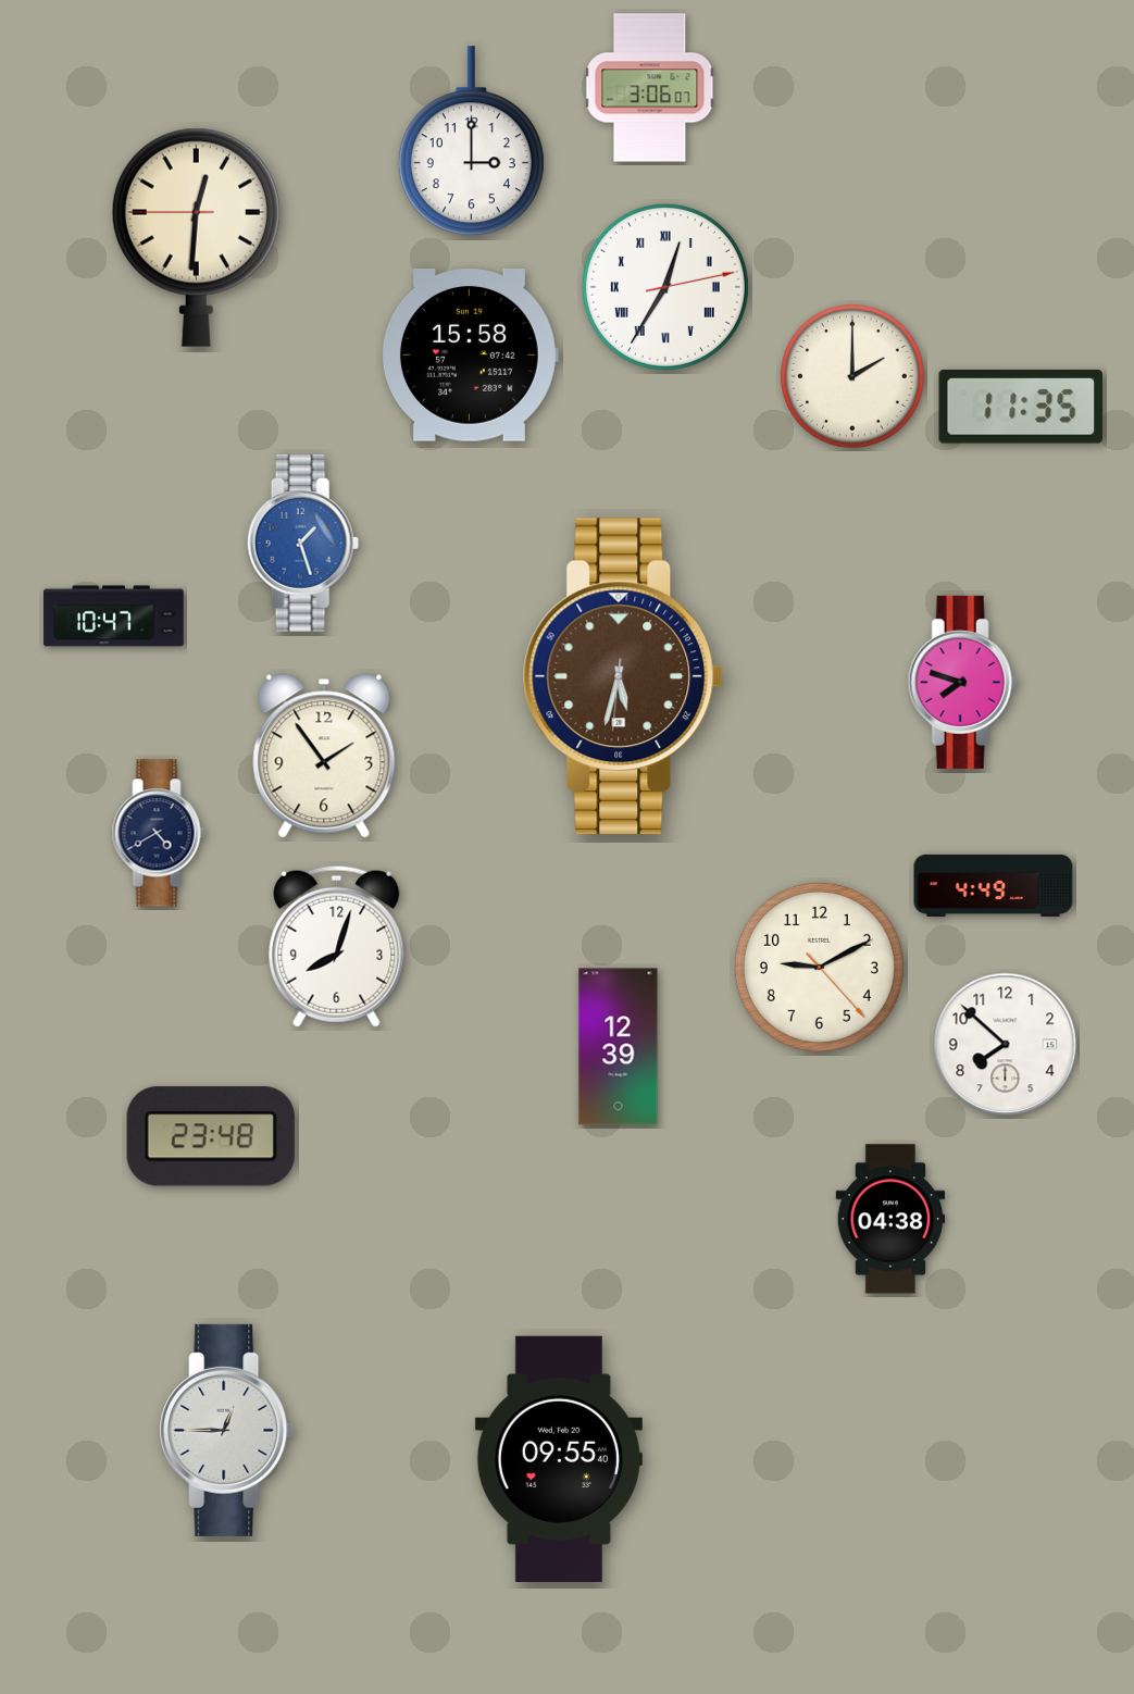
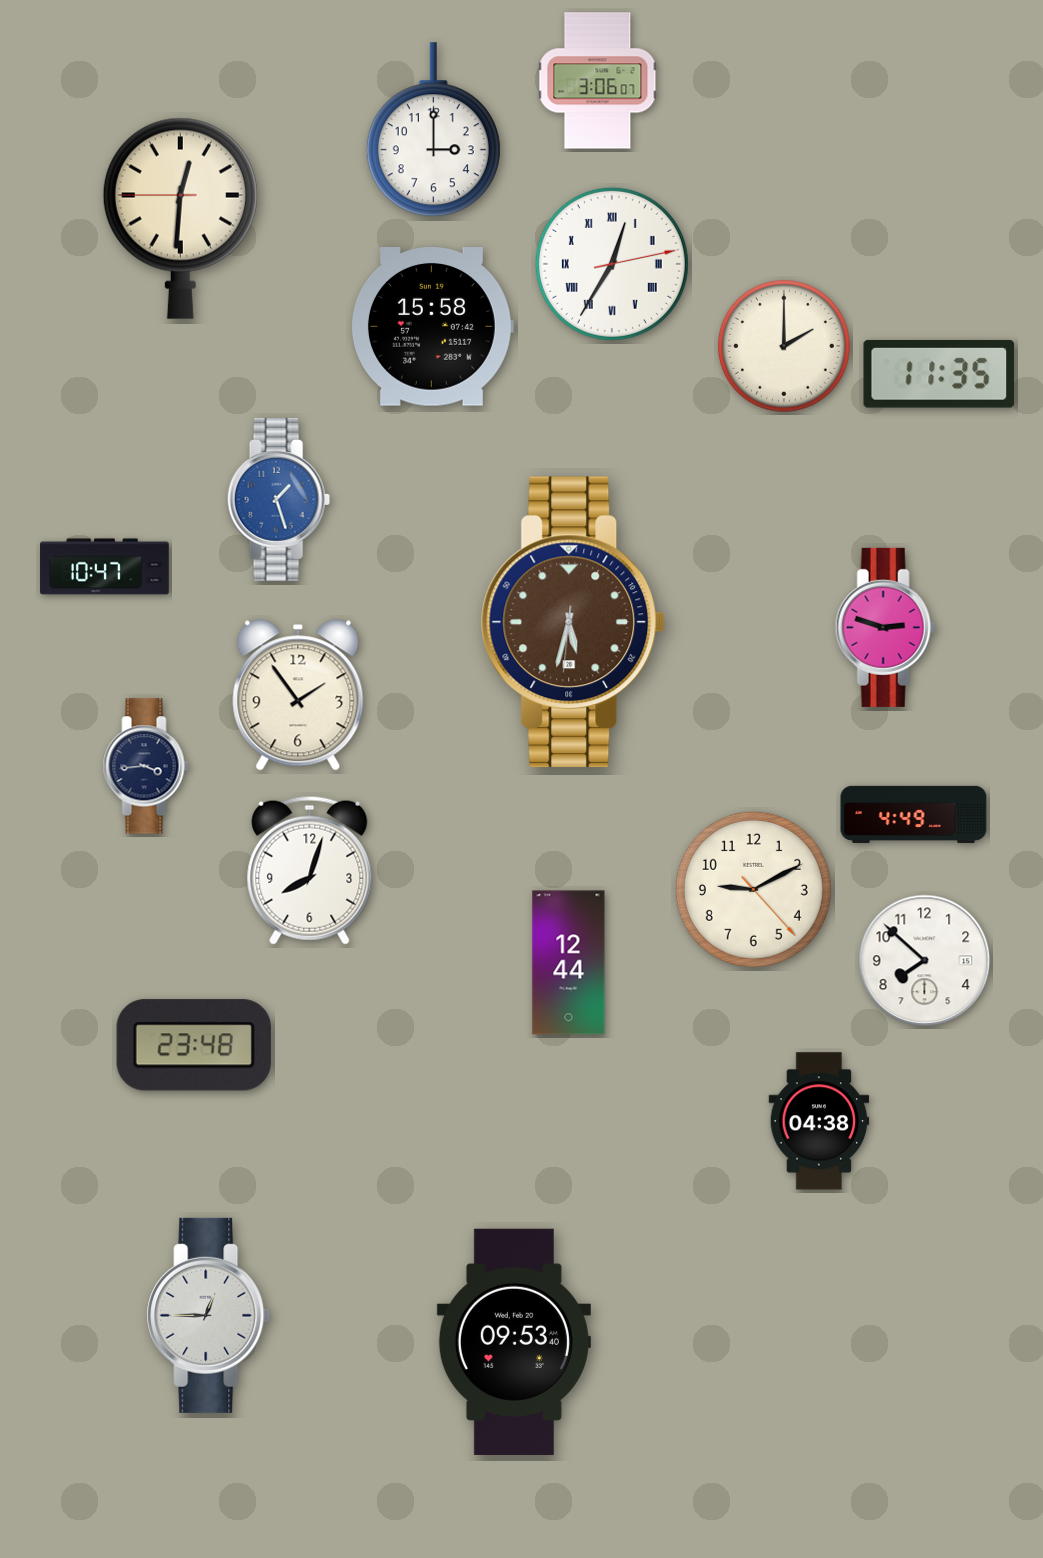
clock at (962, 682): 7:48 -> 2:48
clock at (159, 833): 4:40 -> 3:44
clock at (619, 1047): 12:39 -> 12:44
clock at (559, 1459): 09:55 -> 09:53
